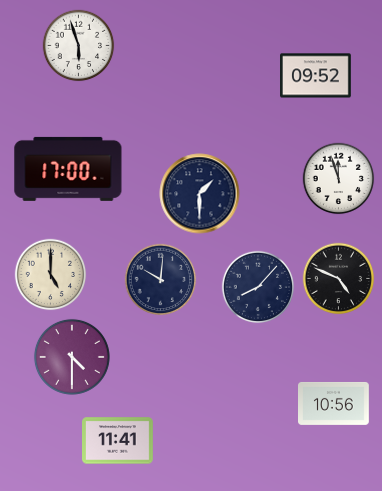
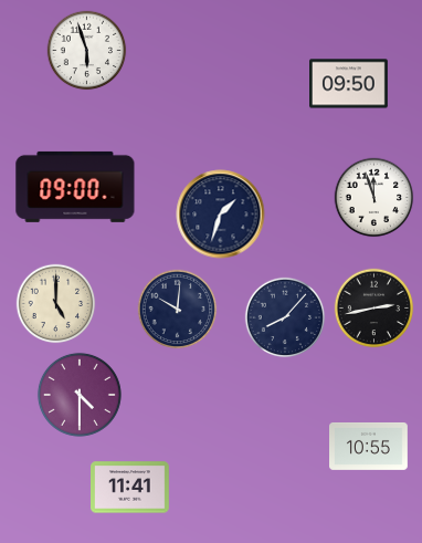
clock at (316, 76): 09:52 -> 09:50
clock at (68, 169): 17:00 -> 09:00
clock at (200, 194): 1:30 -> 1:33
clock at (339, 279): 4:49 -> 2:43
clock at (334, 403): 10:56 -> 10:55
